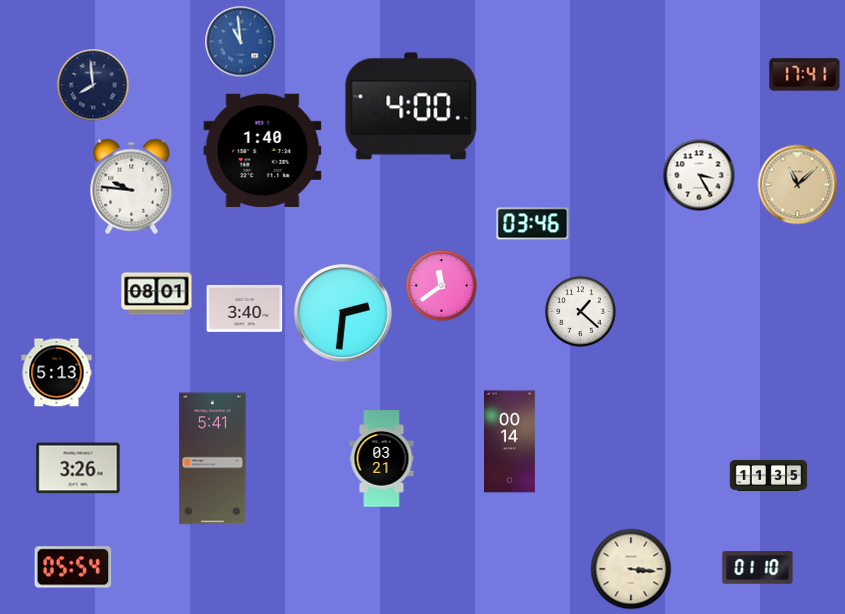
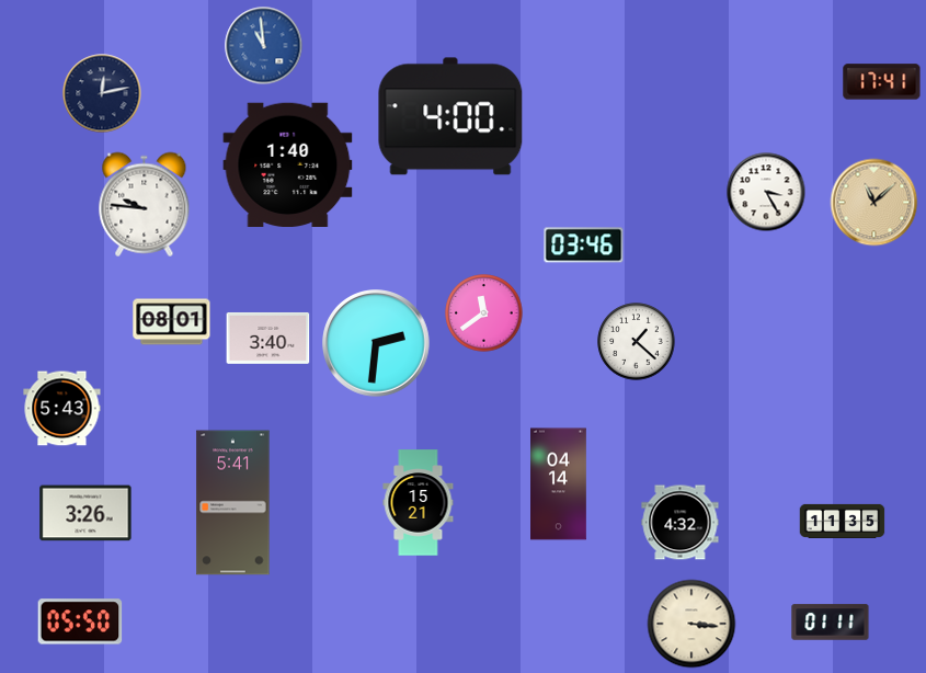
clock at (93, 85): 7:59 -> 12:13
clock at (57, 373): 5:13 -> 5:43
clock at (510, 442): 00:14 -> 04:14
clock at (382, 459): 03:21 -> 15:21
clock at (681, 523): none -> 4:32
clock at (73, 567): 05:54 -> 05:50
clock at (758, 568): 01:10 -> 01:11
